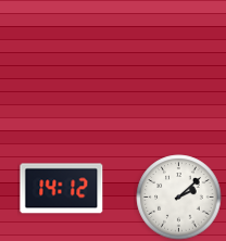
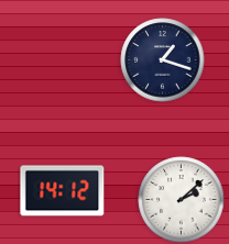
clock at (163, 60): none -> 1:18
